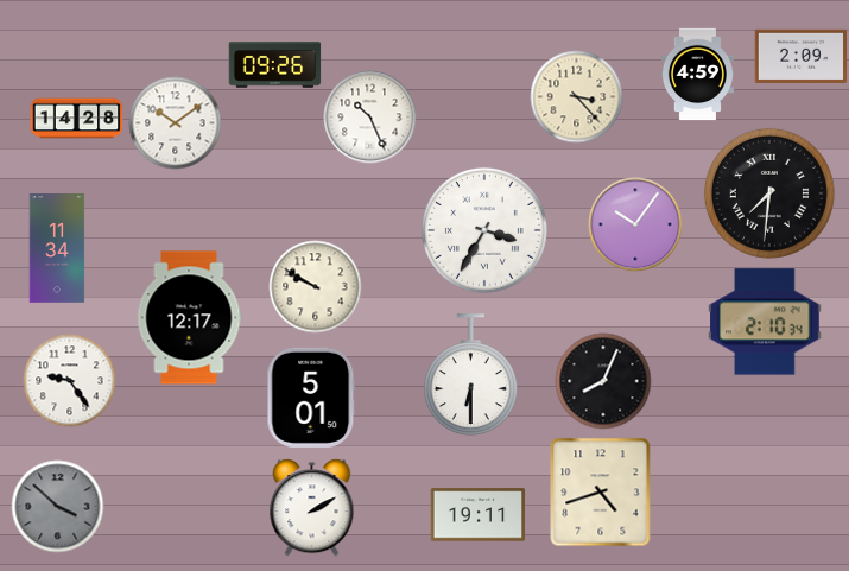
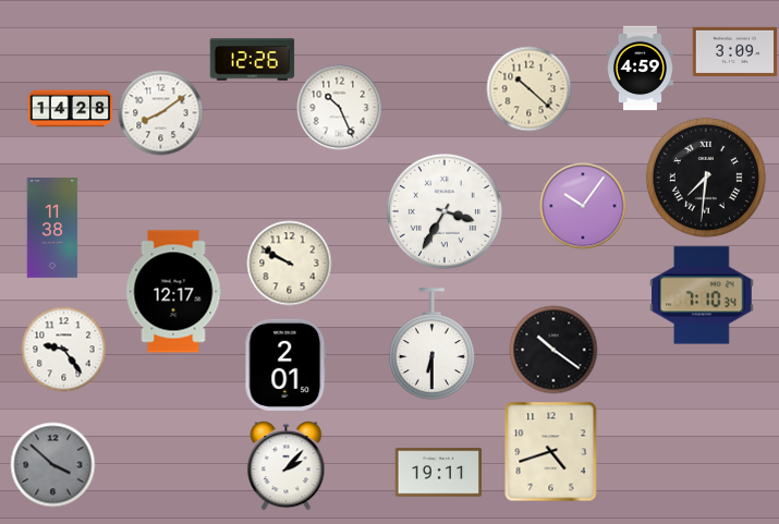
clock at (800, 56): 2:09 -> 3:09
clock at (274, 65): 09:26 -> 12:26
clock at (576, 96): 3:23 -> 10:22
clock at (175, 122): 10:09 -> 8:09
clock at (57, 248): 11:34 -> 11:38
clock at (765, 322): 2:10 -> 7:10
clock at (603, 381): 8:04 -> 10:21
clock at (311, 398): 5:01 -> 2:01
clock at (312, 507): 2:10 -> 2:07
